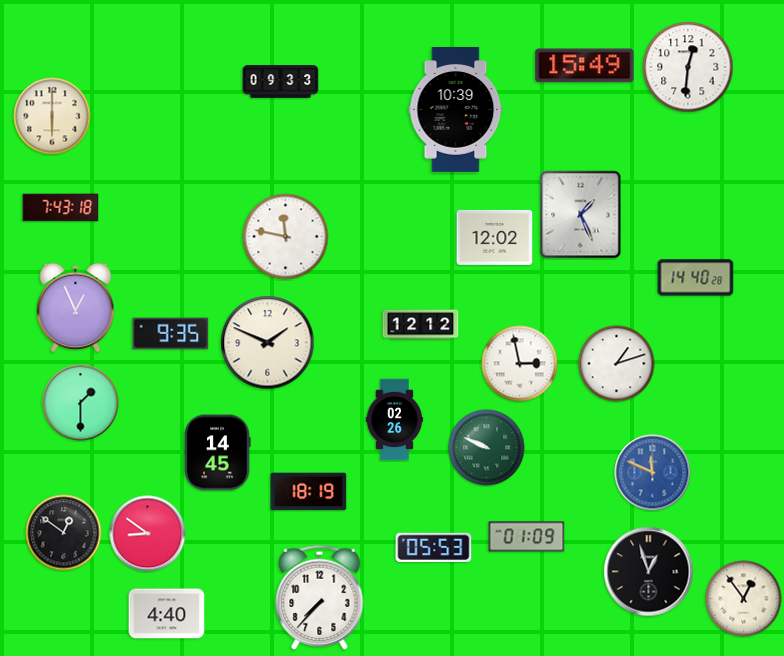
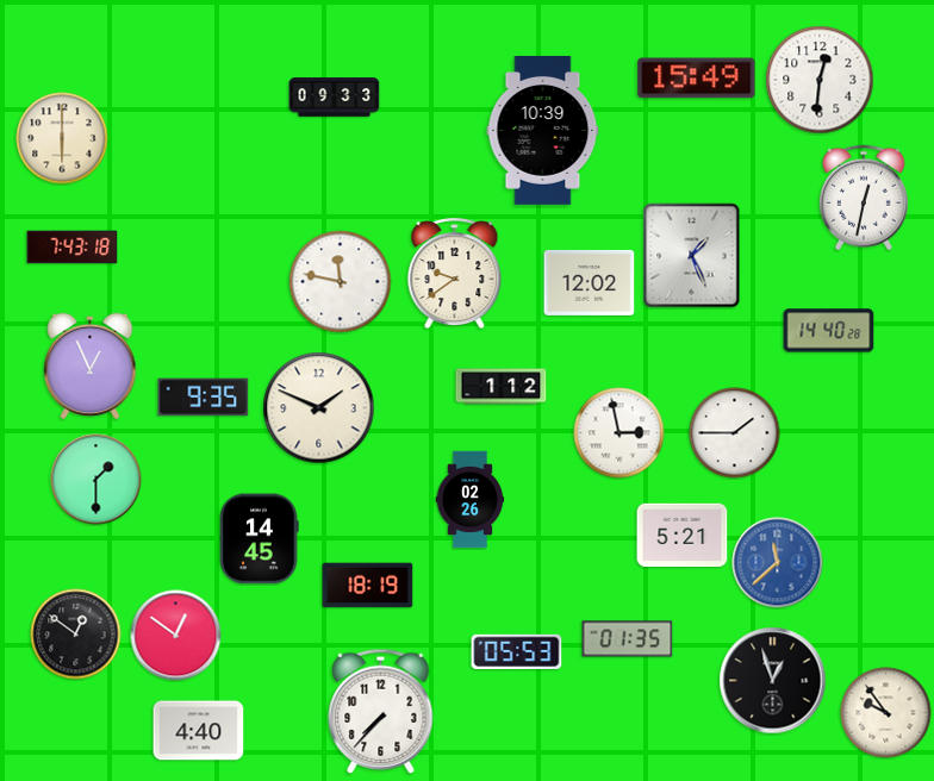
clock at (864, 198): none -> 12:32
clock at (455, 274): none -> 9:39
clock at (421, 325): 12:12 -> 1:12
clock at (617, 364): 1:12 -> 1:45
clock at (487, 448): 9:49 -> none
clock at (683, 536): none -> 5:21
clock at (653, 473): 11:49 -> 11:38
clock at (148, 534): 8:51 -> 12:51
clock at (527, 537): 01:09 -> 01:35
clock at (744, 599): 12:54 -> 9:54
